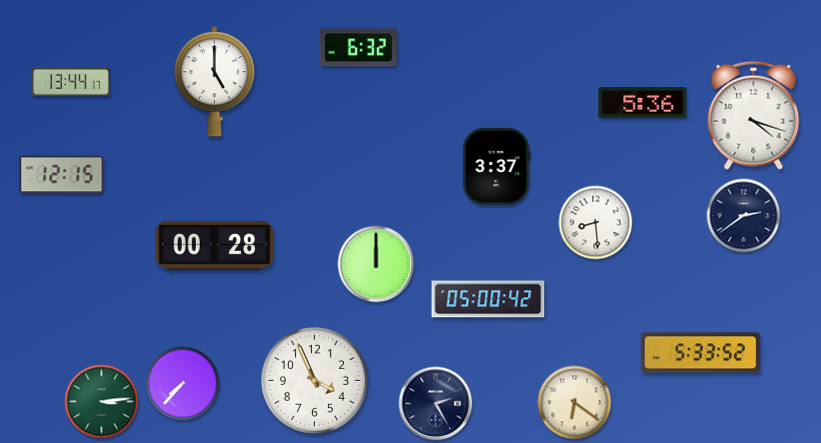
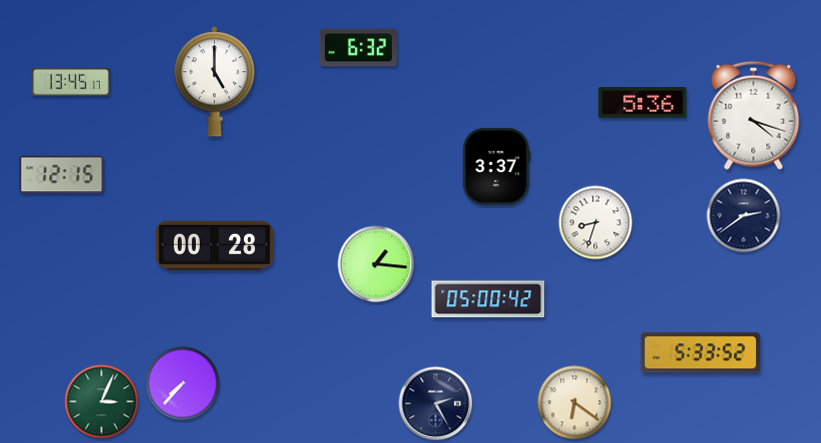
clock at (71, 82): 13:44 -> 13:45
clock at (596, 223): 8:29 -> 8:33
clock at (376, 264): 12:00 -> 1:16
clock at (314, 380): 3:56 -> none
clock at (102, 402): 3:14 -> 3:04
